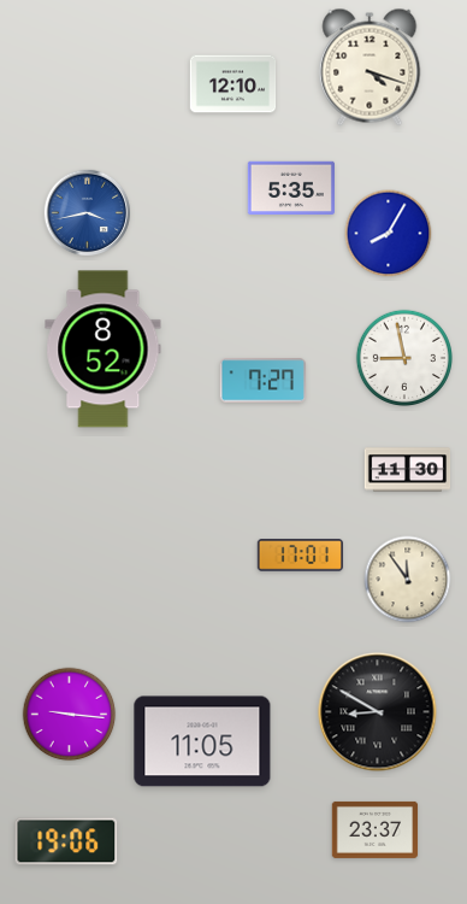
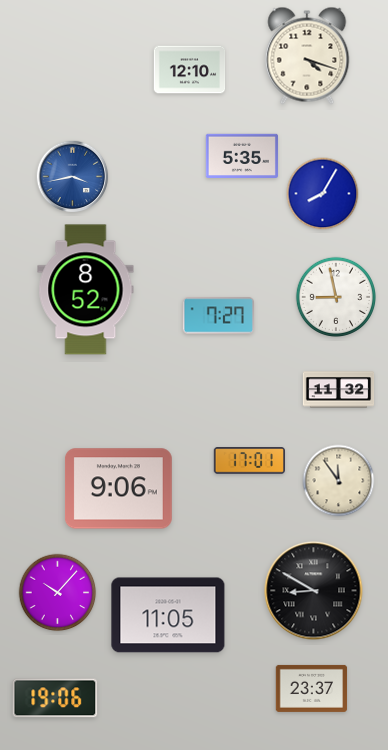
clock at (233, 84) position: (233, 84) -> (190, 70)
clock at (408, 470): 11:30 -> 11:32
clock at (118, 489): none -> 9:06
clock at (70, 715): 9:16 -> 10:07
